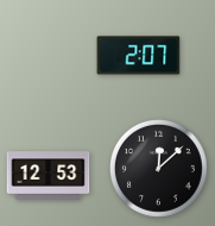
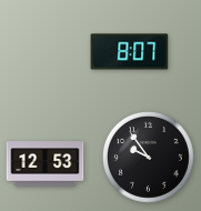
clock at (139, 56): 2:07 -> 8:07
clock at (159, 169): 12:08 -> 9:54
